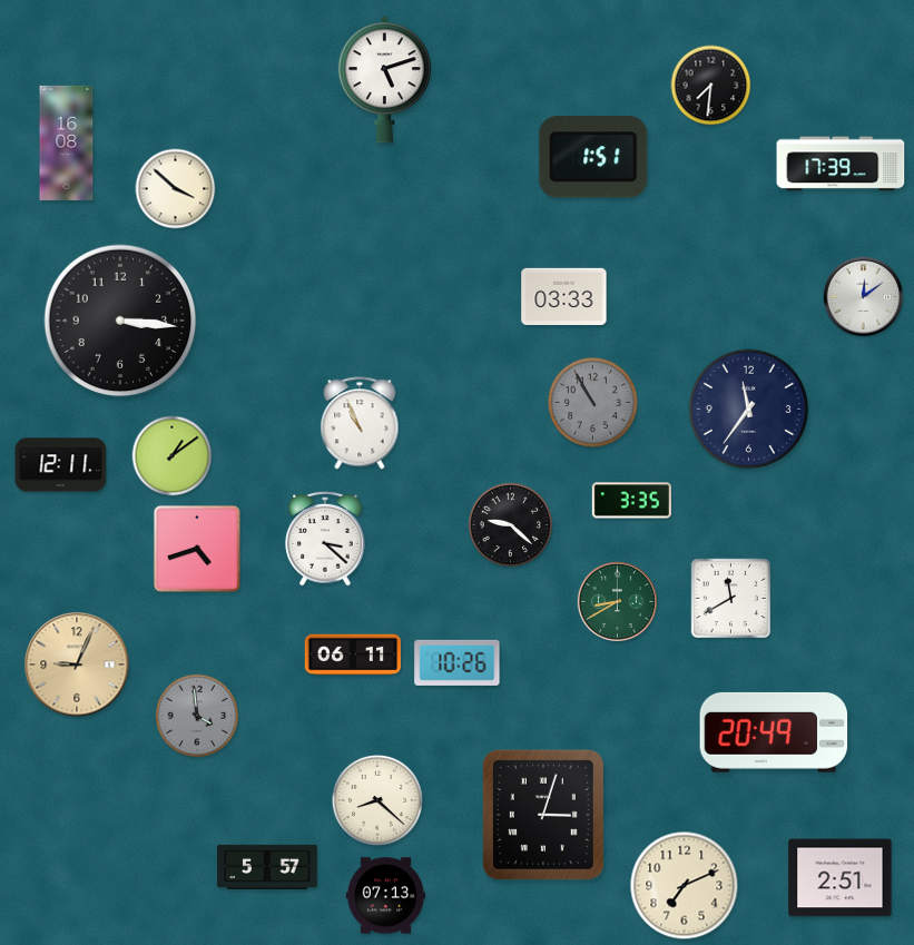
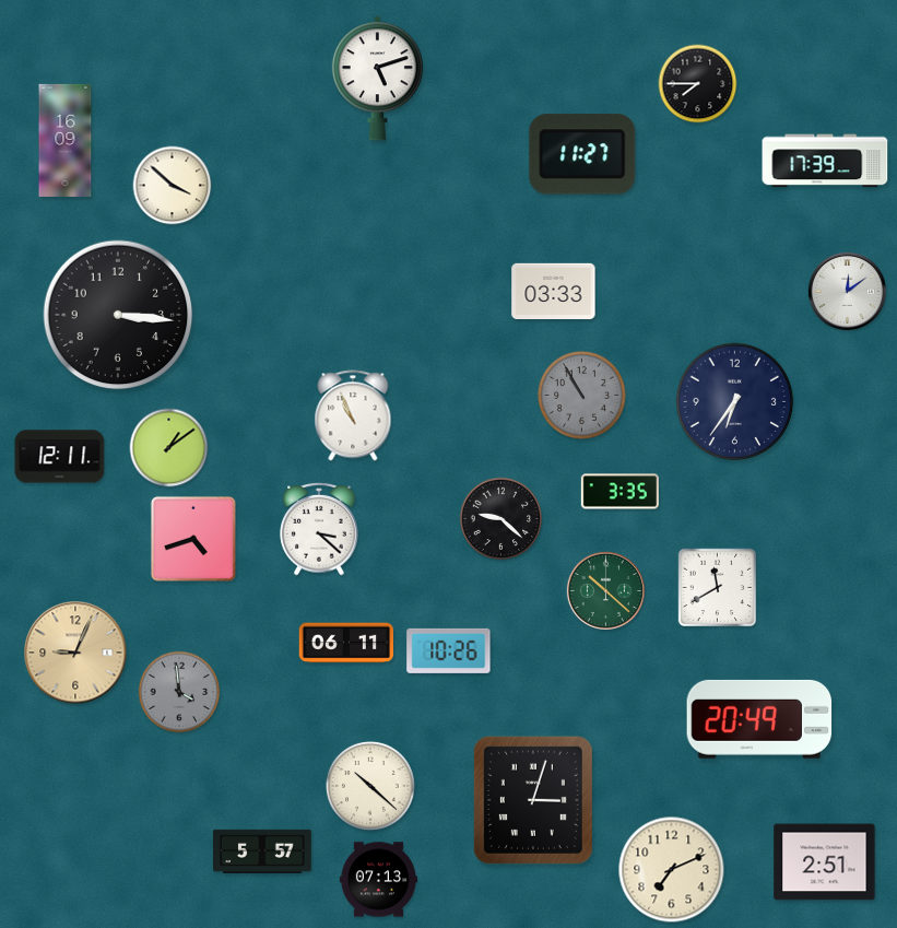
clock at (711, 86): 7:31 -> 7:45
clock at (67, 142): 16:08 -> 16:09
clock at (593, 157): 1:51 -> 11:27
clock at (749, 410): 11:36 -> 6:36
clock at (511, 525) position: (511, 525) -> (501, 519)
clock at (617, 601): 8:40 -> 10:22
clock at (197, 716) position: (197, 716) -> (179, 692)
clock at (377, 800): 8:22 -> 10:22
